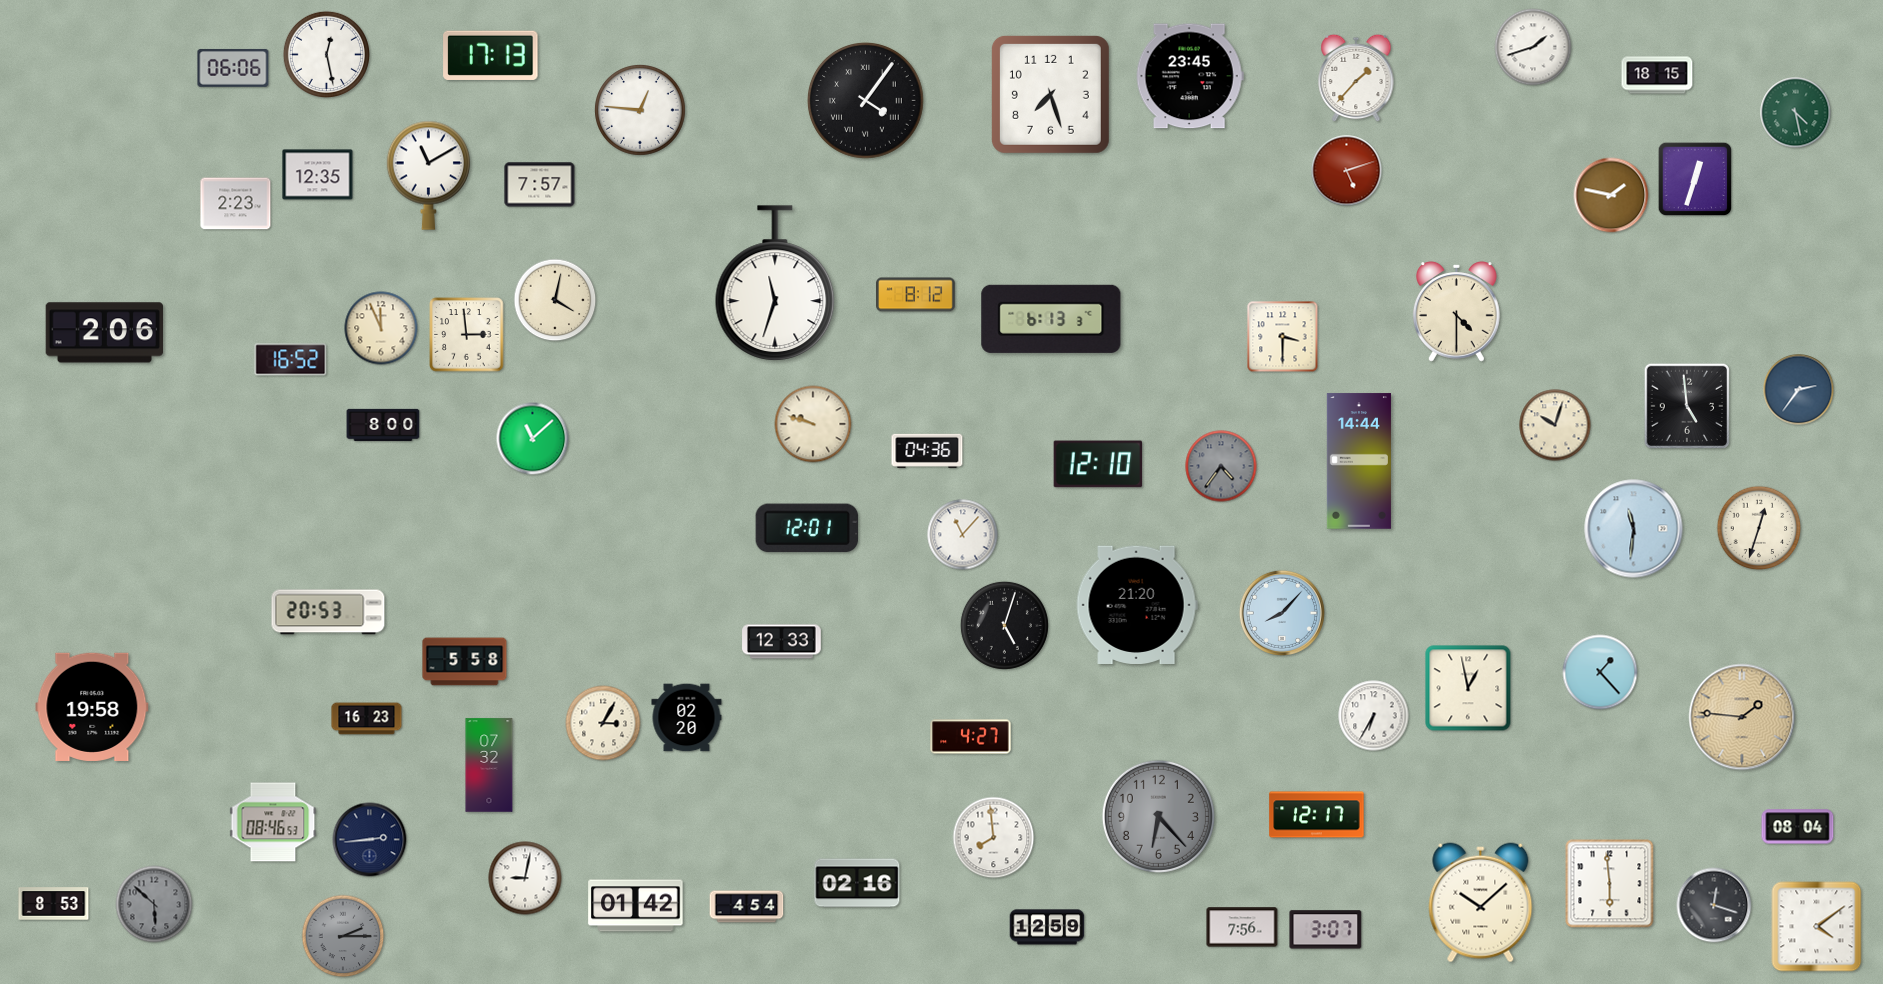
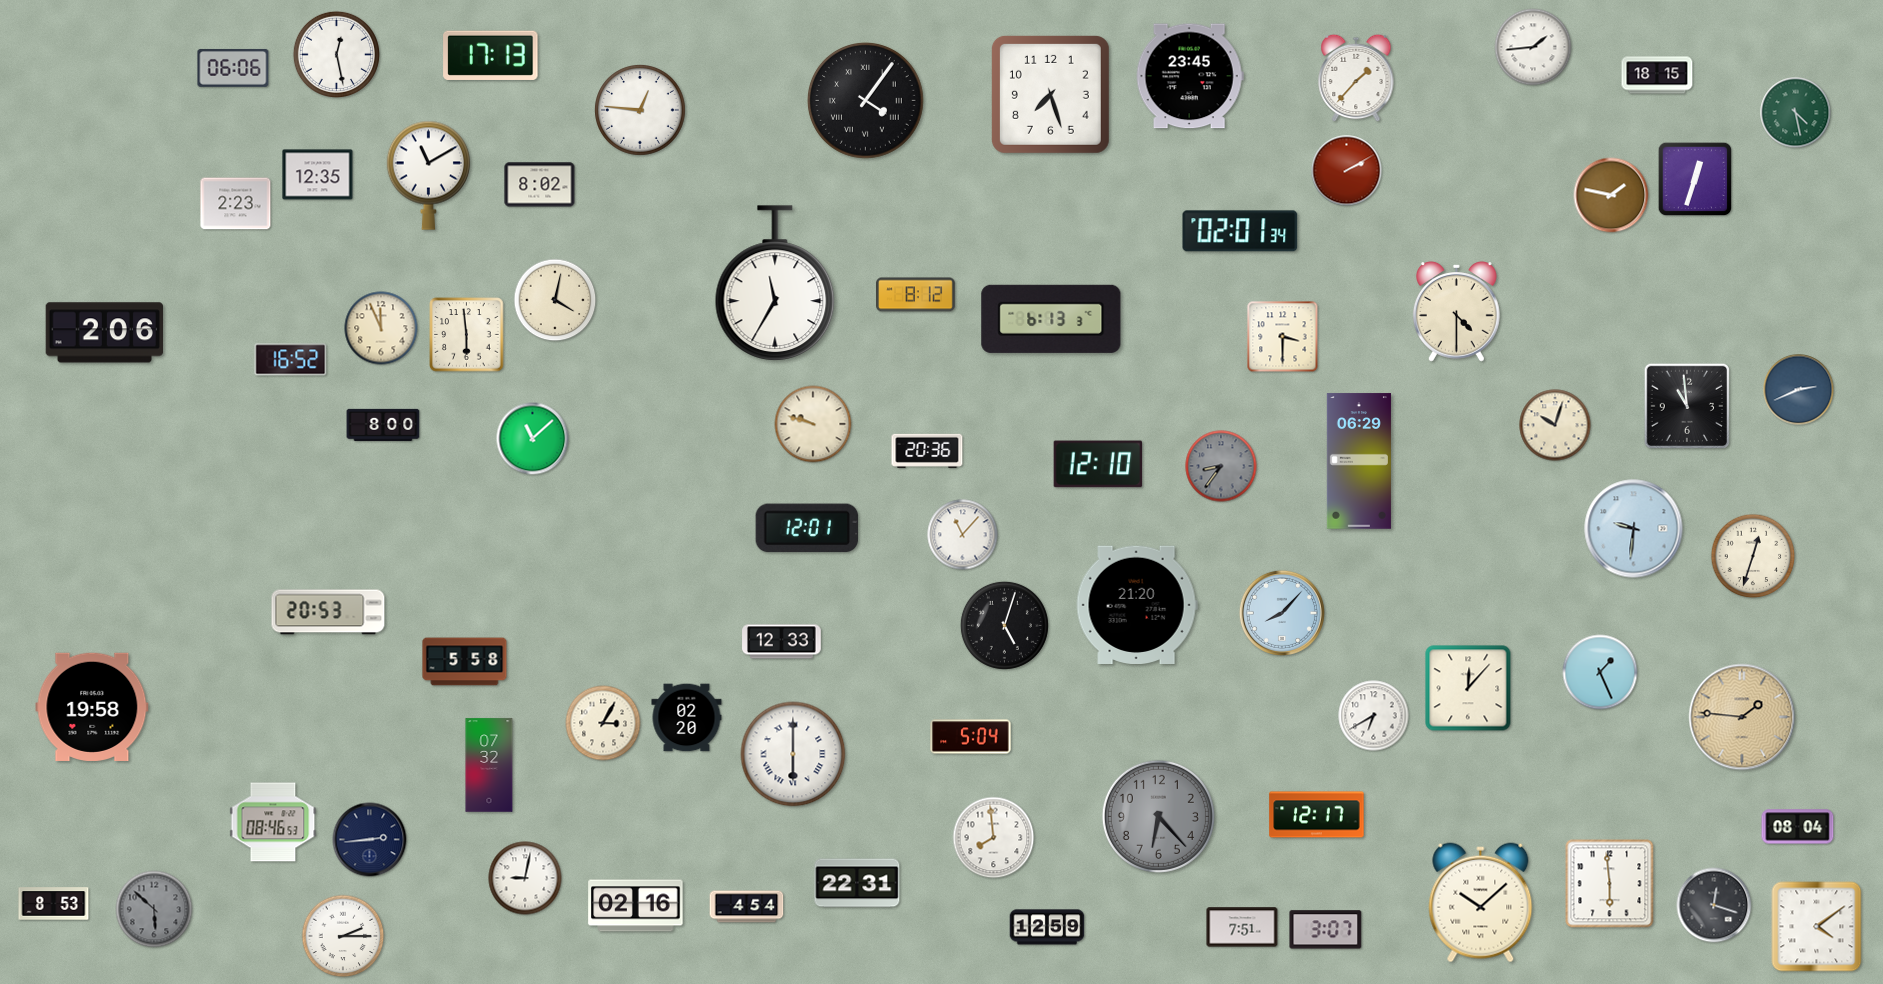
clock at (1533, 47): 1:42 -> 1:44
clock at (326, 54) position: (326, 54) -> (336, 54)
clock at (1347, 171): 5:12 -> 2:10
clock at (540, 185): 7:57 -> 8:02
clock at (1240, 231): none -> 02:01
clock at (775, 283): 11:33 -> 11:35
clock at (467, 335): 2:59 -> 5:59
clock at (1799, 390): 2:36 -> 2:41
clock at (1687, 406): 4:59 -> 10:59
clock at (927, 451): 04:36 -> 20:36
clock at (1359, 461): 14:44 -> 06:29
clock at (1221, 466): 4:36 -> 8:36
clock at (1759, 528) position: (1759, 528) -> (1753, 556)
clock at (1634, 529): 11:31 -> 9:31
clock at (1600, 672): 1:23 -> 1:26
clock at (1468, 688): 12:58 -> 12:07
clock at (1374, 716): 6:35 -> 6:40
clock at (367, 719): 16:23 -> none
clock at (971, 737): 4:27 -> 5:04
clock at (793, 754): none -> 6:00
clock at (857, 883): 02:16 -> 22:31
clock at (154, 904) position: (154, 904) -> (154, 909)
clock at (636, 906): 01:42 -> 02:16
clock at (1242, 927): 7:56 -> 7:51
clock at (343, 936) dial: grey -> white
